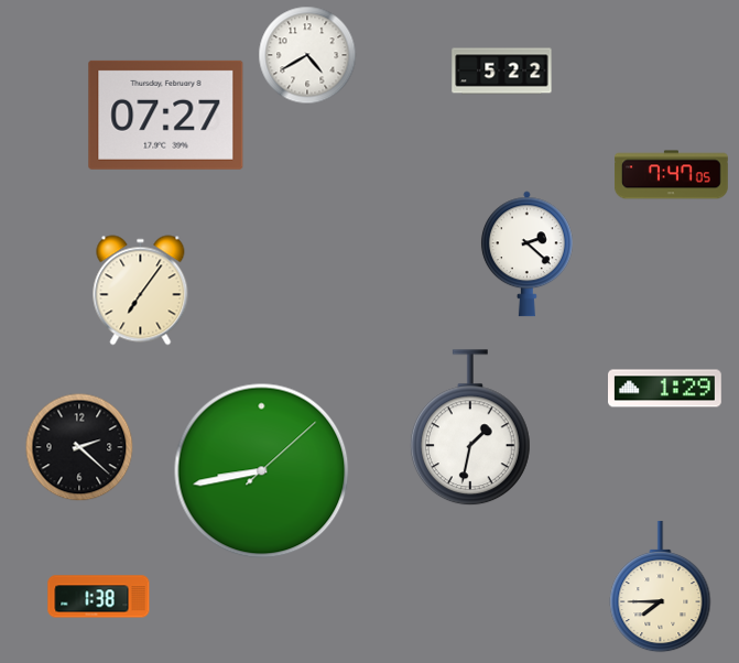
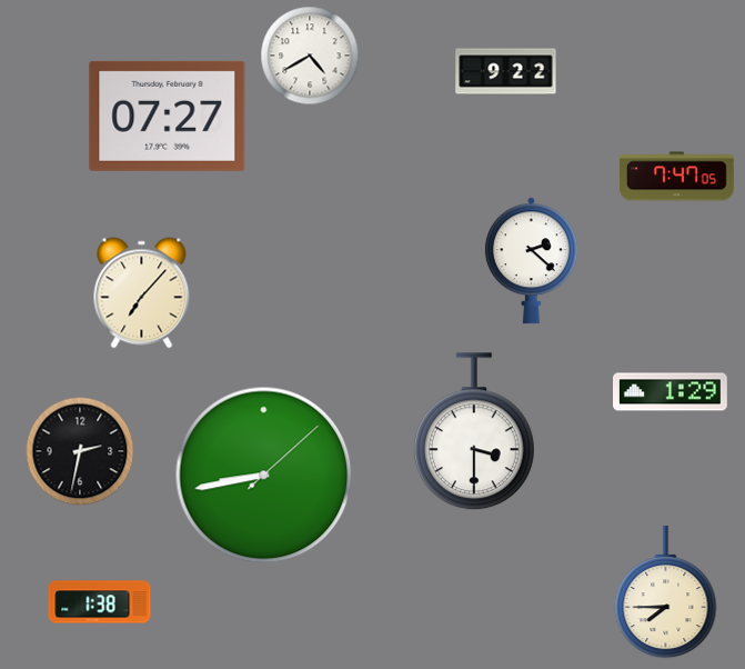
clock at (502, 72): 5:22 -> 9:22
clock at (526, 254) position: (526, 254) -> (531, 261)
clock at (141, 291): 7:06 -> 7:07
clock at (470, 428): 1:32 -> 3:30
clock at (79, 447): 2:22 -> 2:32
